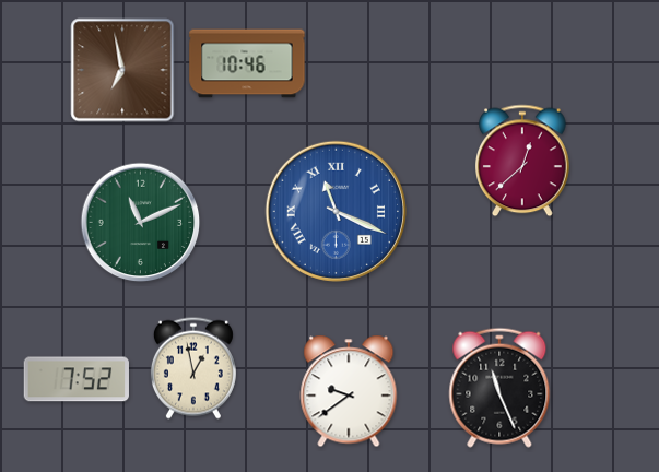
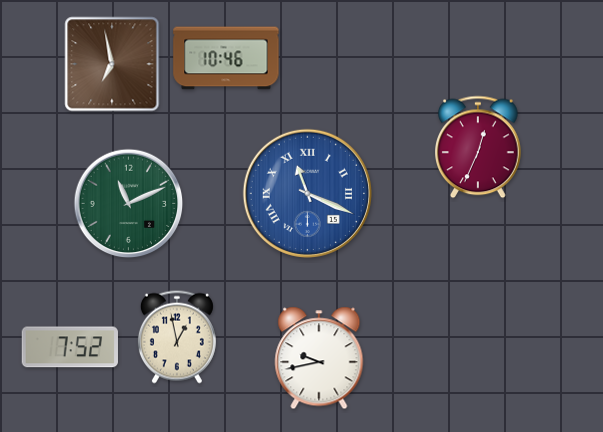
clock at (523, 161): 12:38 -> 12:34
clock at (499, 388): 11:26 -> none
clock at (349, 391): 9:39 -> 9:43
